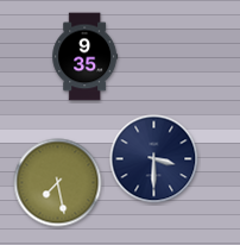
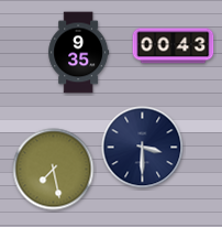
clock at (174, 46): none -> 00:43
